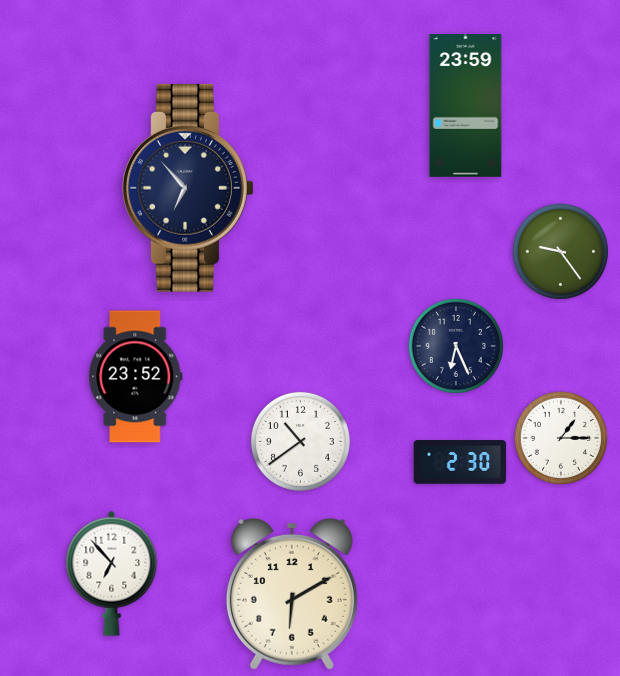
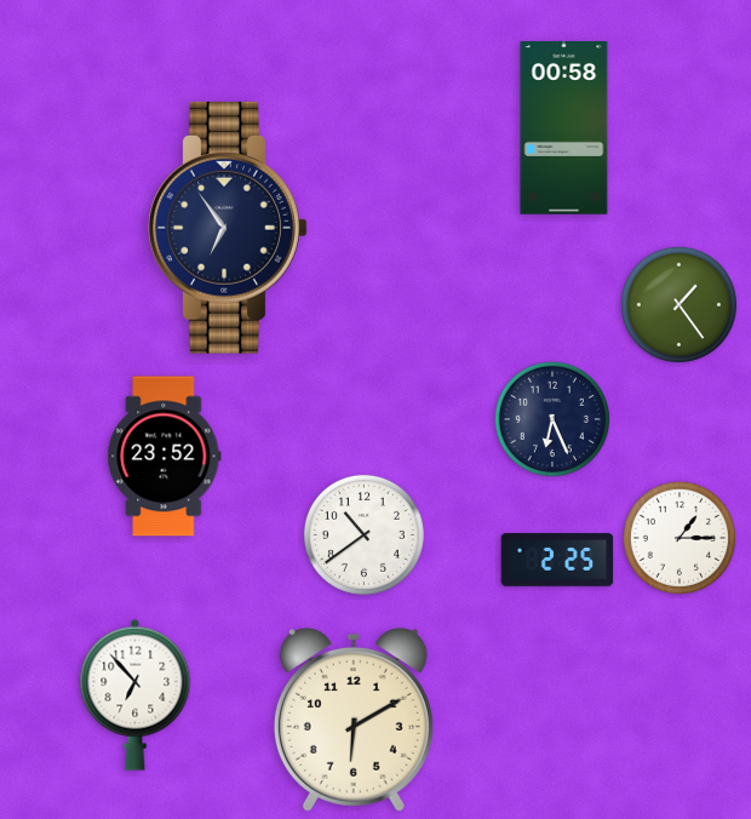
clock at (466, 106): 23:59 -> 00:58
clock at (188, 188): 6:53 -> 6:54
clock at (560, 251): 9:24 -> 1:24
clock at (560, 437) position: (560, 437) -> (678, 537)
clock at (460, 462): 2:30 -> 2:25
